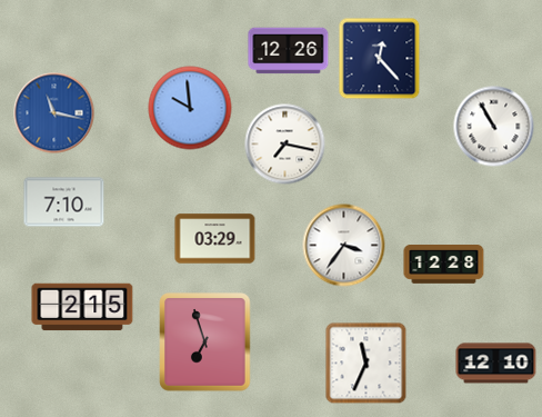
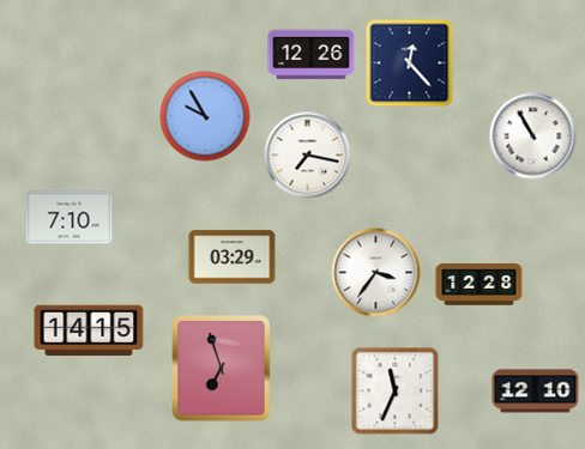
clock at (190, 108): 9:59 -> 9:55
clock at (54, 113): 11:17 -> none
clock at (344, 246) position: (344, 246) -> (376, 273)
clock at (82, 307): 2:15 -> 14:15
